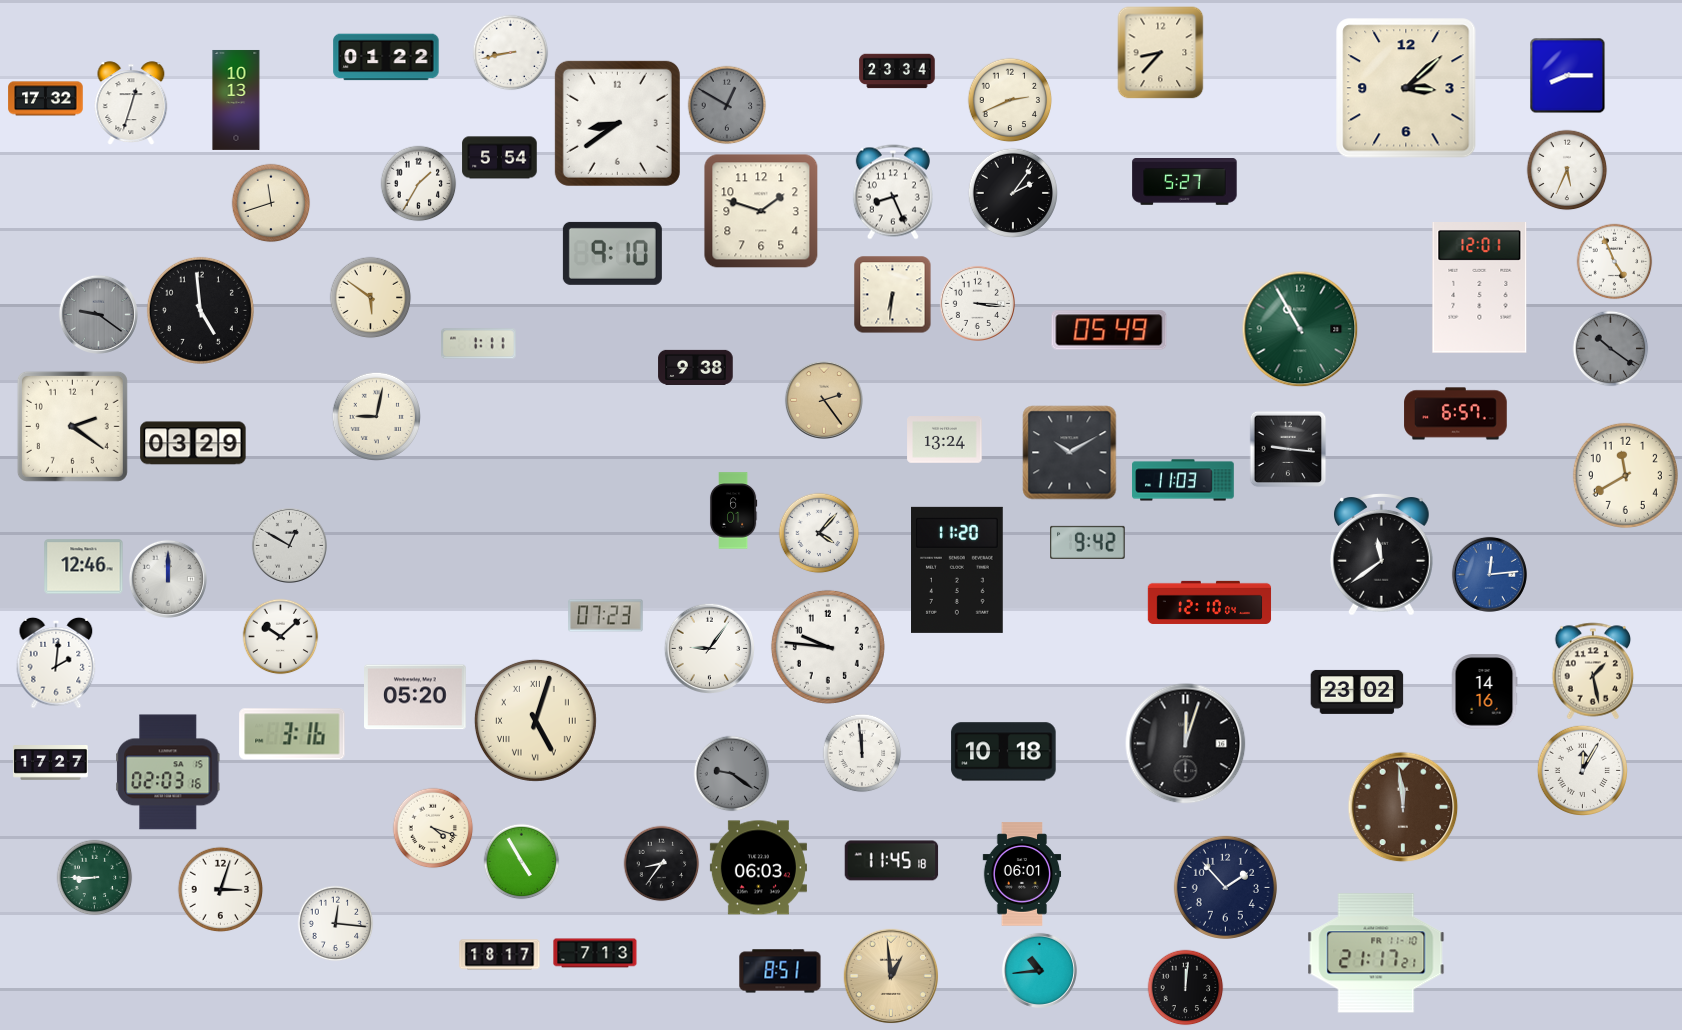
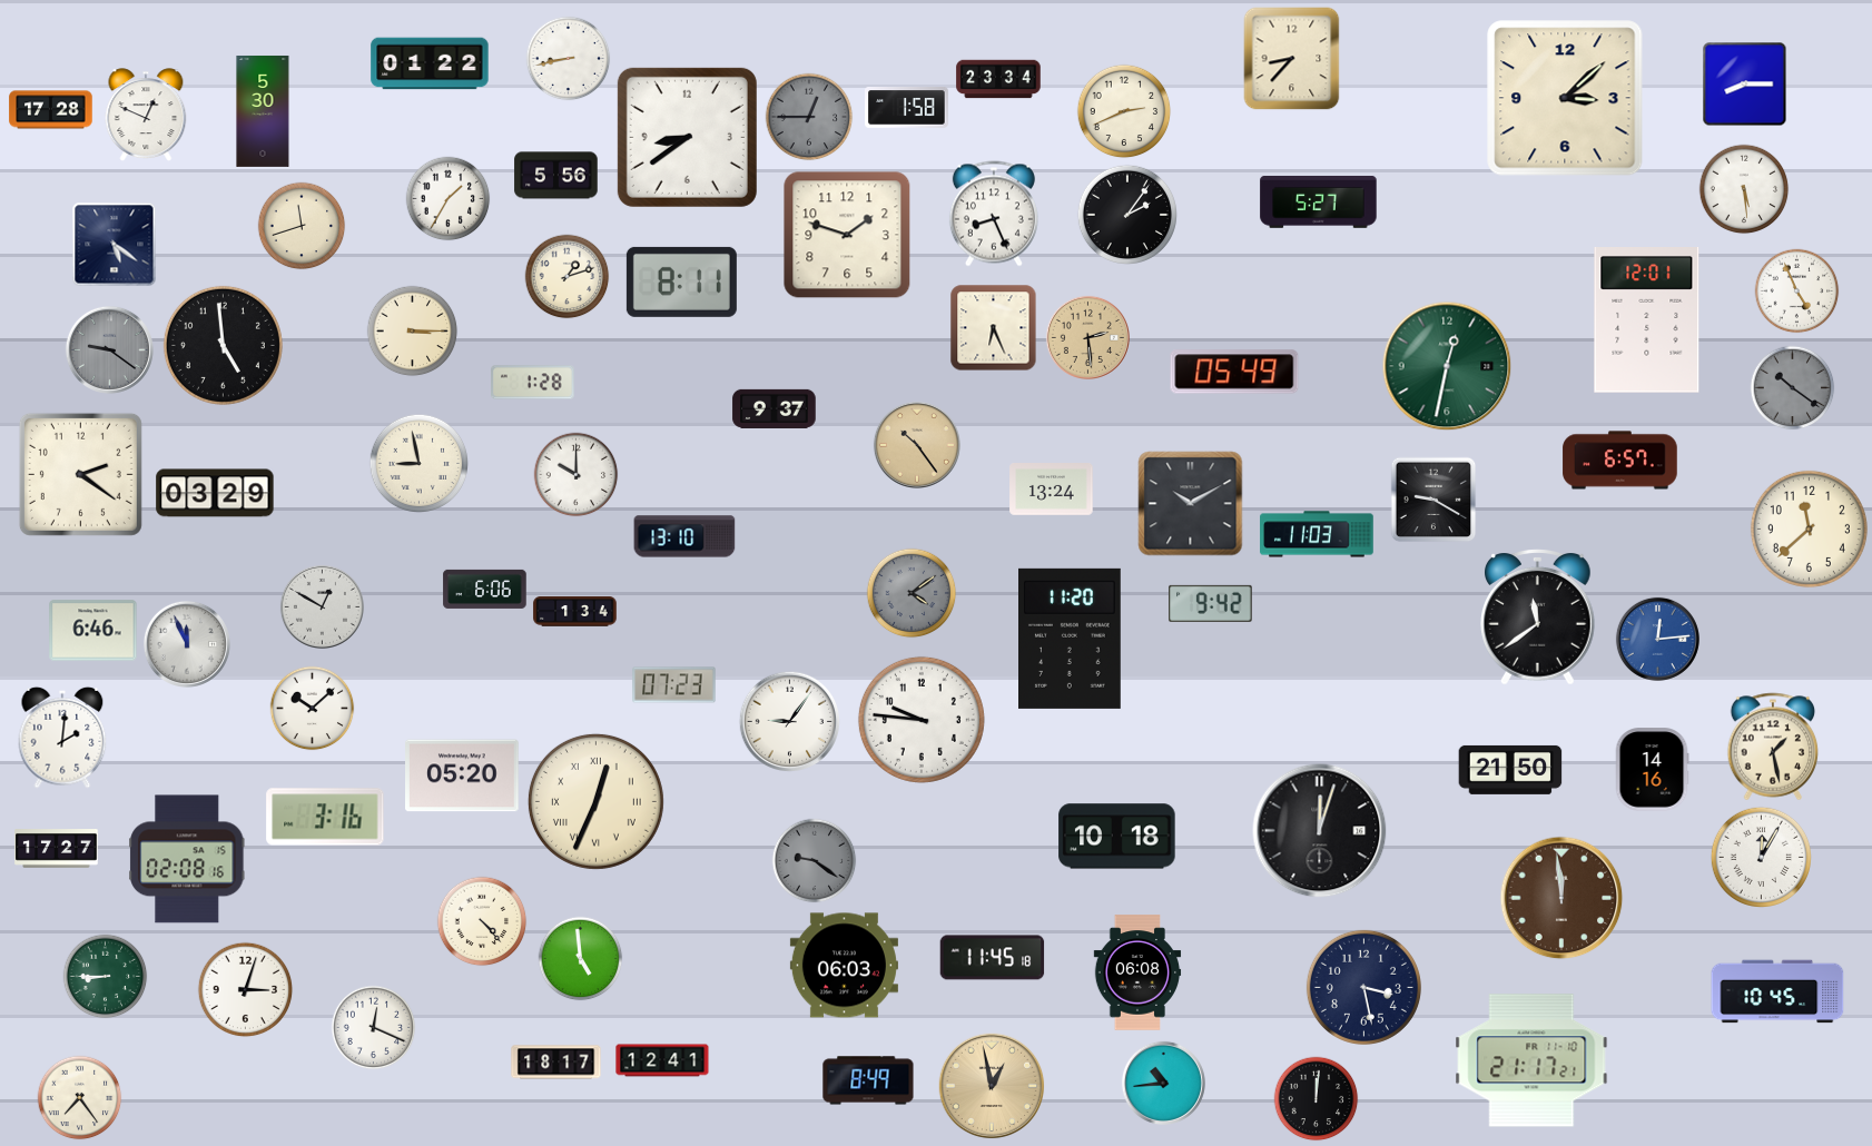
clock at (907, 108): none -> 1:58
clock at (46, 99): 17:32 -> 17:28
clock at (236, 100): 10:13 -> 5:30
clock at (131, 103): 12:33 -> 12:49
clock at (727, 105): 12:50 -> 12:45
clock at (500, 158): 5:54 -> 5:56
clock at (1567, 170): 5:34 -> 5:29
clock at (419, 184) position: (419, 184) -> (449, 199)
clock at (115, 245): none -> 5:21
clock at (568, 277): none -> 1:12
clock at (612, 253): 9:10 -> 8:11
clock at (893, 295): 6:31 -> 6:26
clock at (371, 298): 5:51 -> 3:15
clock at (977, 303): 3:16 -> 2:29
clock at (977, 303) dial: white -> champagne
clock at (1300, 329): 10:55 -> 12:32
clock at (1109, 330) position: (1109, 330) -> (1234, 372)
clock at (479, 344): 1:11 -> 1:28
clock at (696, 367): 9:38 -> 9:37
clock at (824, 400): 2:24 -> 10:24
clock at (376, 416): 9:02 -> 8:58
clock at (577, 475): none -> 10:00
clock at (1288, 449): 9:16 -> 9:20
clock at (1625, 475): 11:40 -> 11:38
clock at (684, 536): none -> 13:10
clock at (733, 511): 6:01 -> none
clock at (485, 589): none -> 6:06
clock at (819, 533): 4:07 -> 4:09
clock at (819, 533) dial: white -> grey
clock at (575, 612): none -> 1:34
clock at (84, 567): 12:46 -> 6:46
clock at (958, 570) position: (958, 570) -> (1071, 639)
clock at (168, 579): 12:00 -> 11:56
clock at (1210, 602): 12:10 -> none
clock at (1357, 692): 23:02 -> 21:50
clock at (535, 720): 5:03 -> 12:34
clock at (1186, 744) position: (1186, 744) -> (1320, 831)
clock at (862, 753): 11:59 -> none
clock at (168, 772): 02:03 -> 02:08
clock at (433, 828): 4:18 -> 4:23
clock at (522, 862): 4:55 -> 4:59
clock at (662, 864): 8:36 -> none
clock at (1022, 874): 06:01 -> 06:08
clock at (1225, 887): 1:53 -> 3:28
clock at (1777, 991): none -> 10:45
clock at (336, 924): 12:16 -> 12:19
clock at (595, 953): 7:13 -> 12:41
clock at (1039, 970) position: (1039, 970) -> (1163, 1083)
clock at (780, 971): 8:51 -> 8:49
clock at (891, 976): 12:59 -> 12:58
clock at (80, 1098): none -> 7:24
clock at (1186, 988) position: (1186, 988) -> (1317, 1099)
